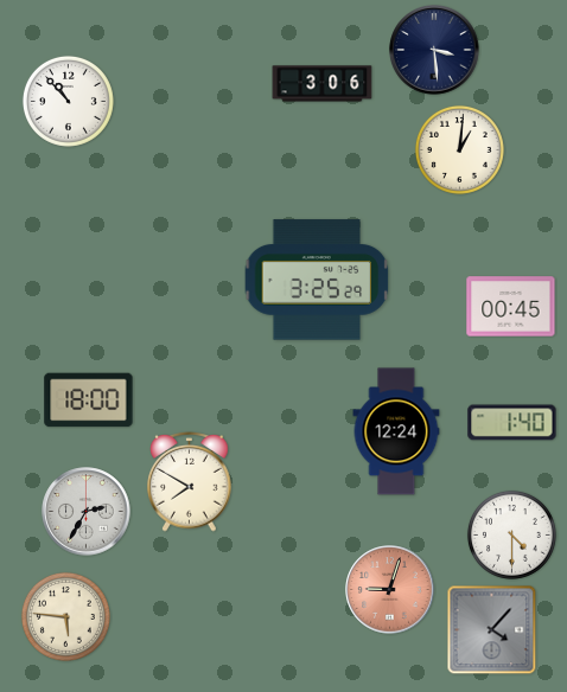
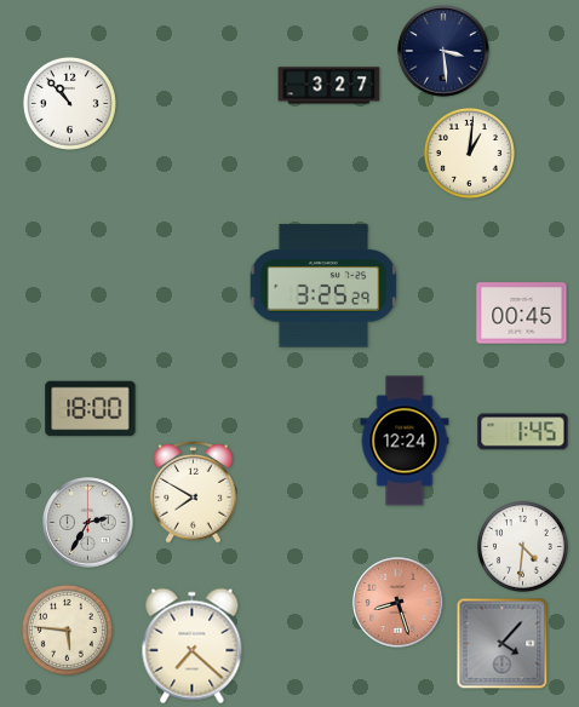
clock at (323, 84): 3:06 -> 3:27
clock at (512, 423): 1:40 -> 1:45
clock at (511, 534): 4:30 -> 4:31
clock at (390, 590): 9:03 -> 8:27
clock at (193, 646): none -> 7:22
